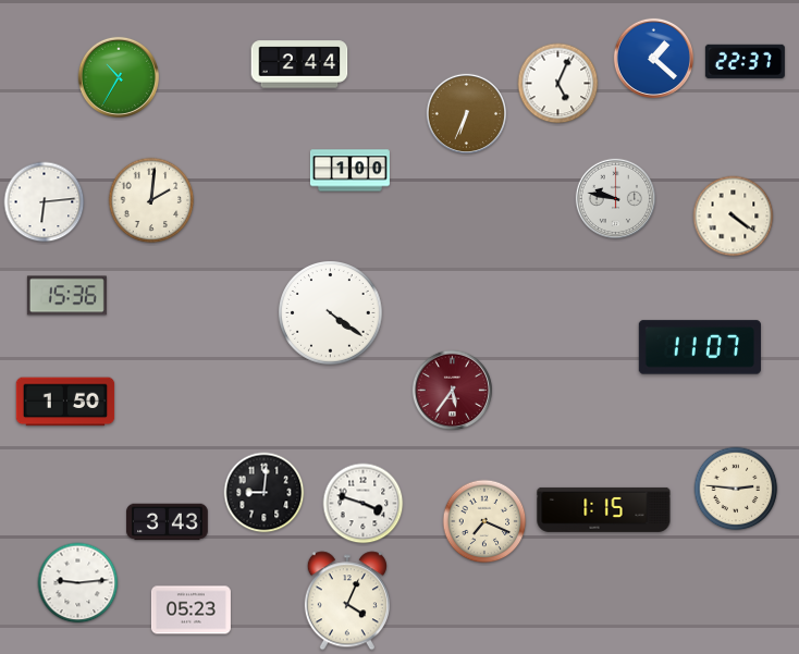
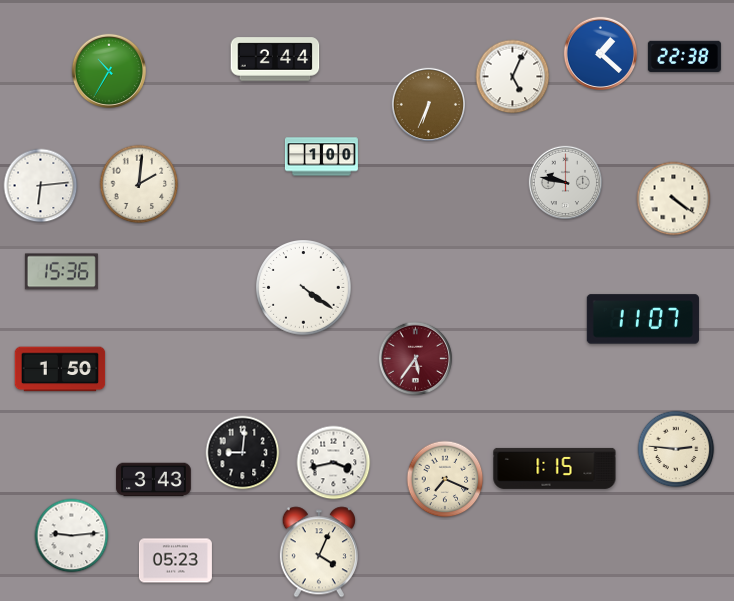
clock at (745, 61): 22:37 -> 22:38
clock at (364, 504): 3:48 -> 3:43
